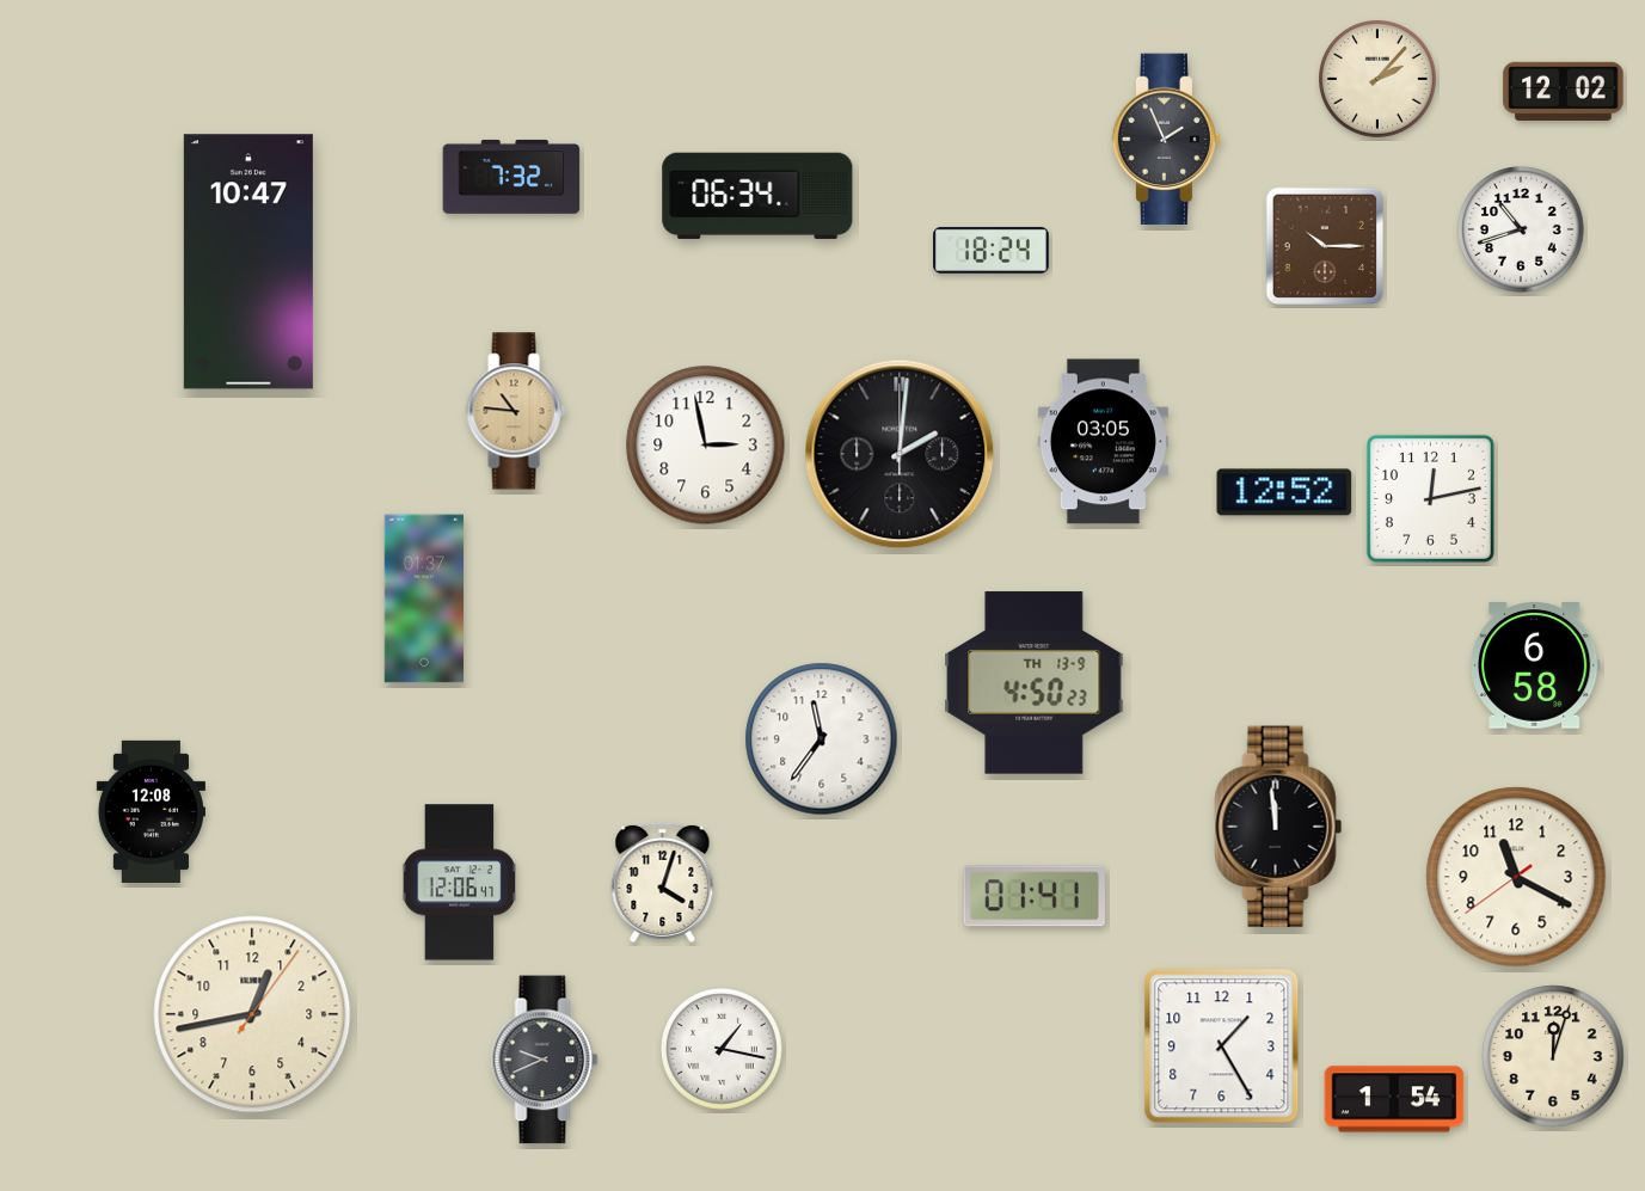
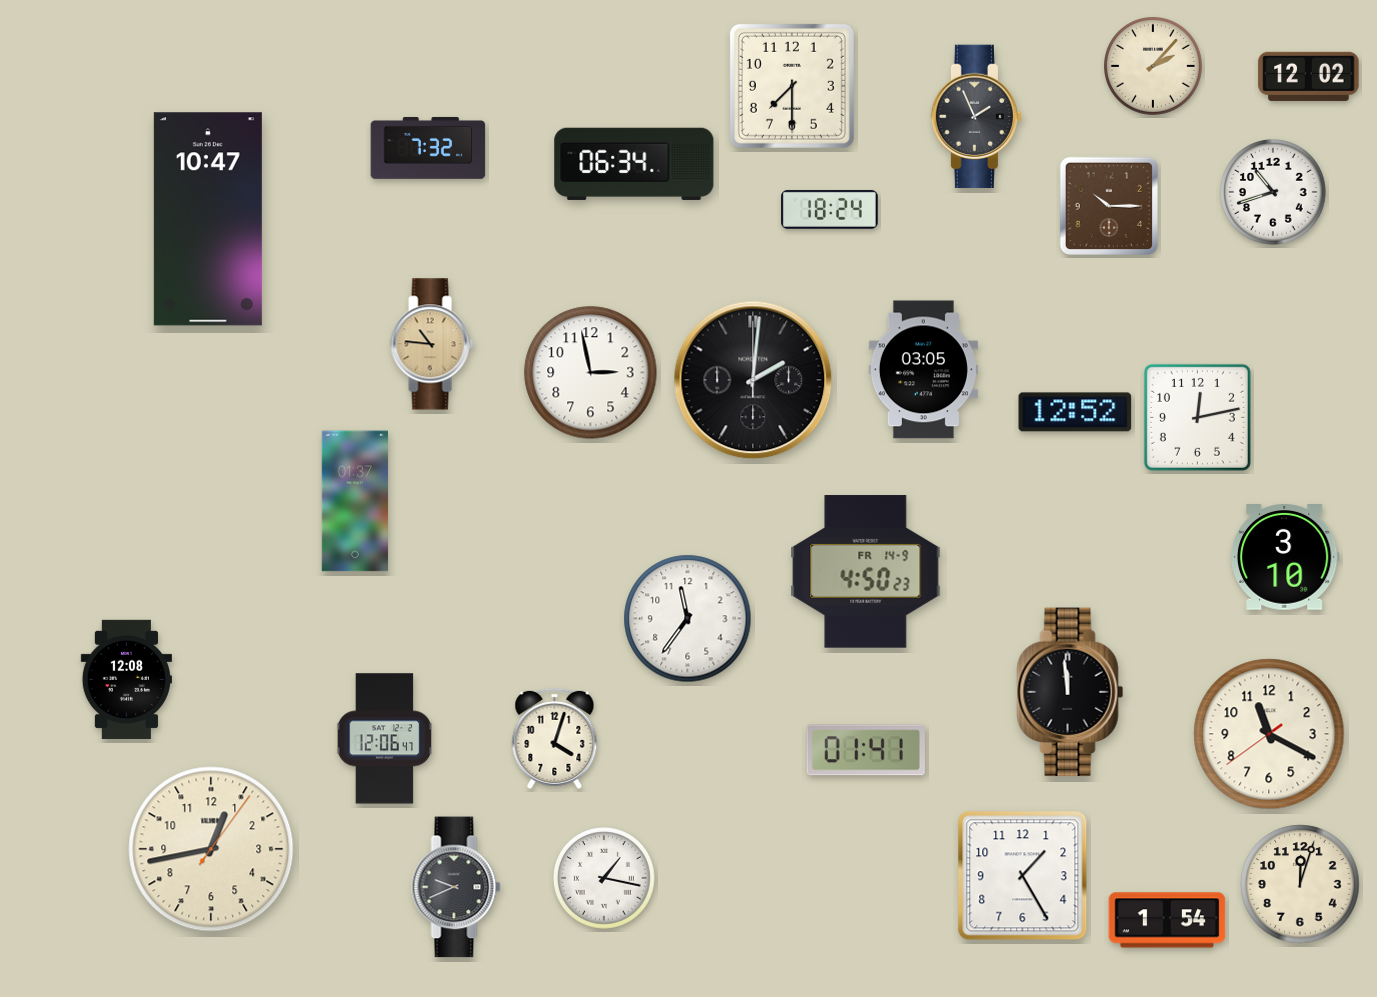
clock at (792, 86): none -> 7:30
clock at (1535, 667): 6:58 -> 3:10
clock at (1035, 683) date: TH 13-9 -> FR 14-9
